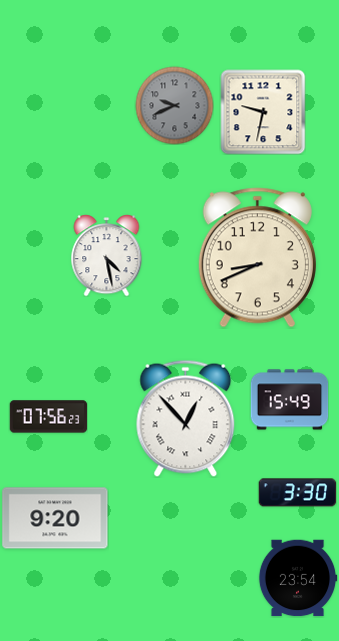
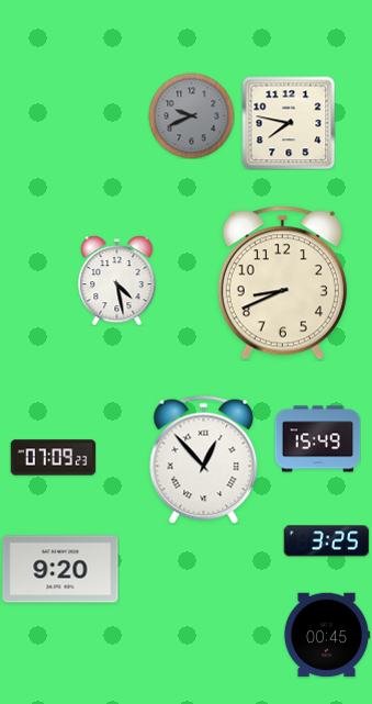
clock at (263, 112): 9:32 -> 7:47
clock at (48, 417): 07:56 -> 07:09
clock at (297, 493): 3:30 -> 3:25
clock at (298, 578): 23:54 -> 00:45
